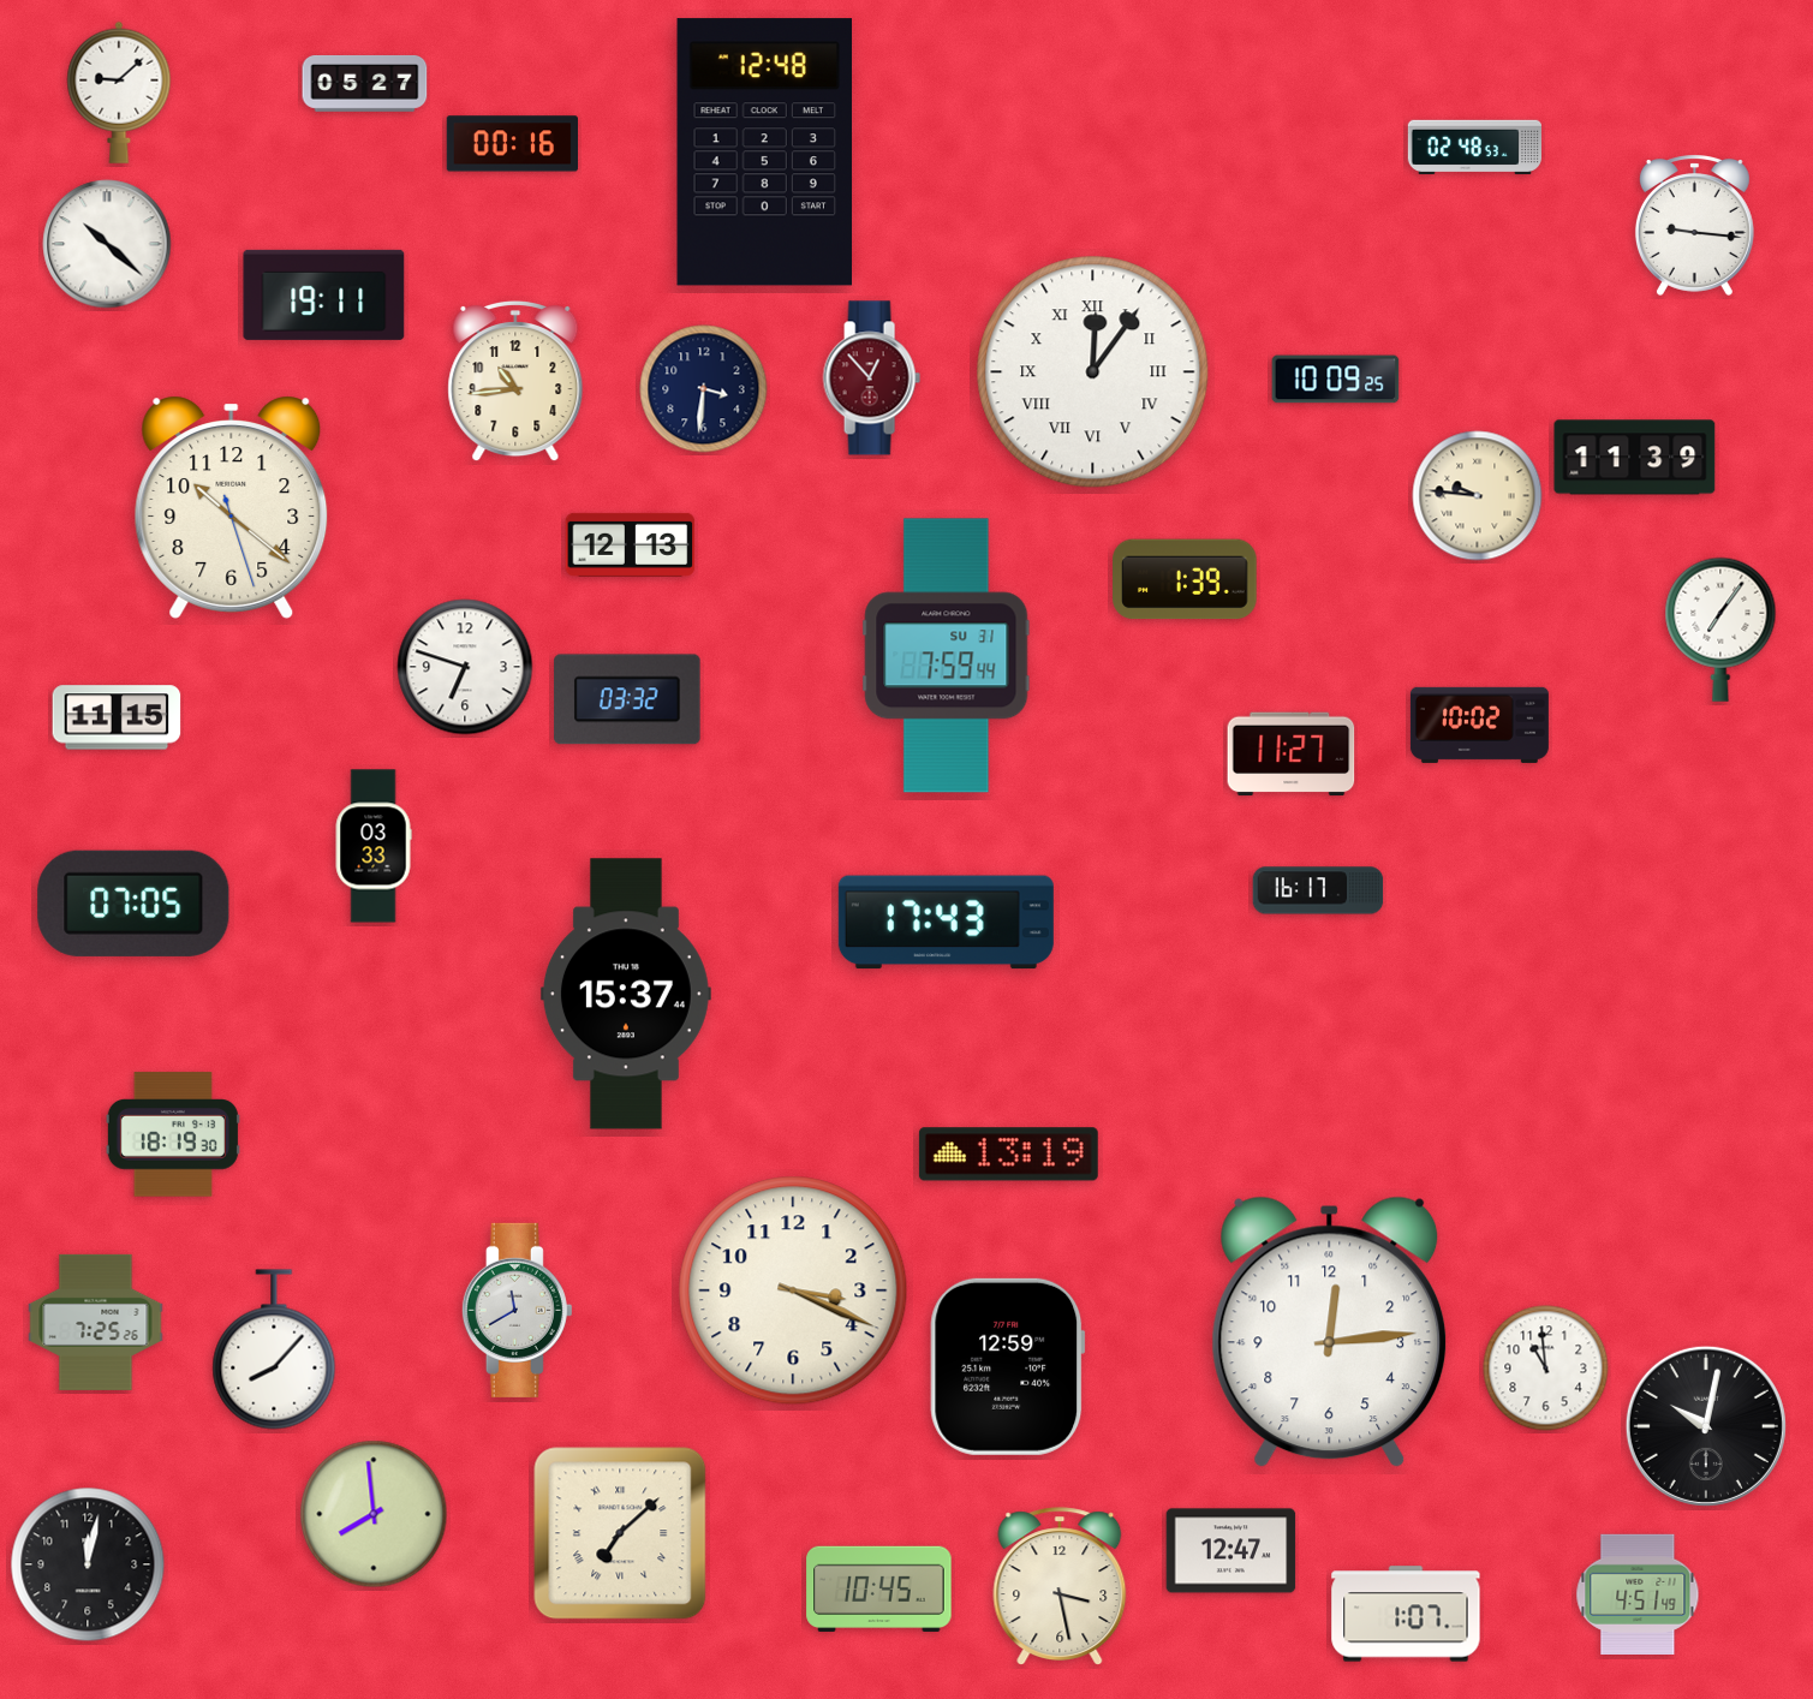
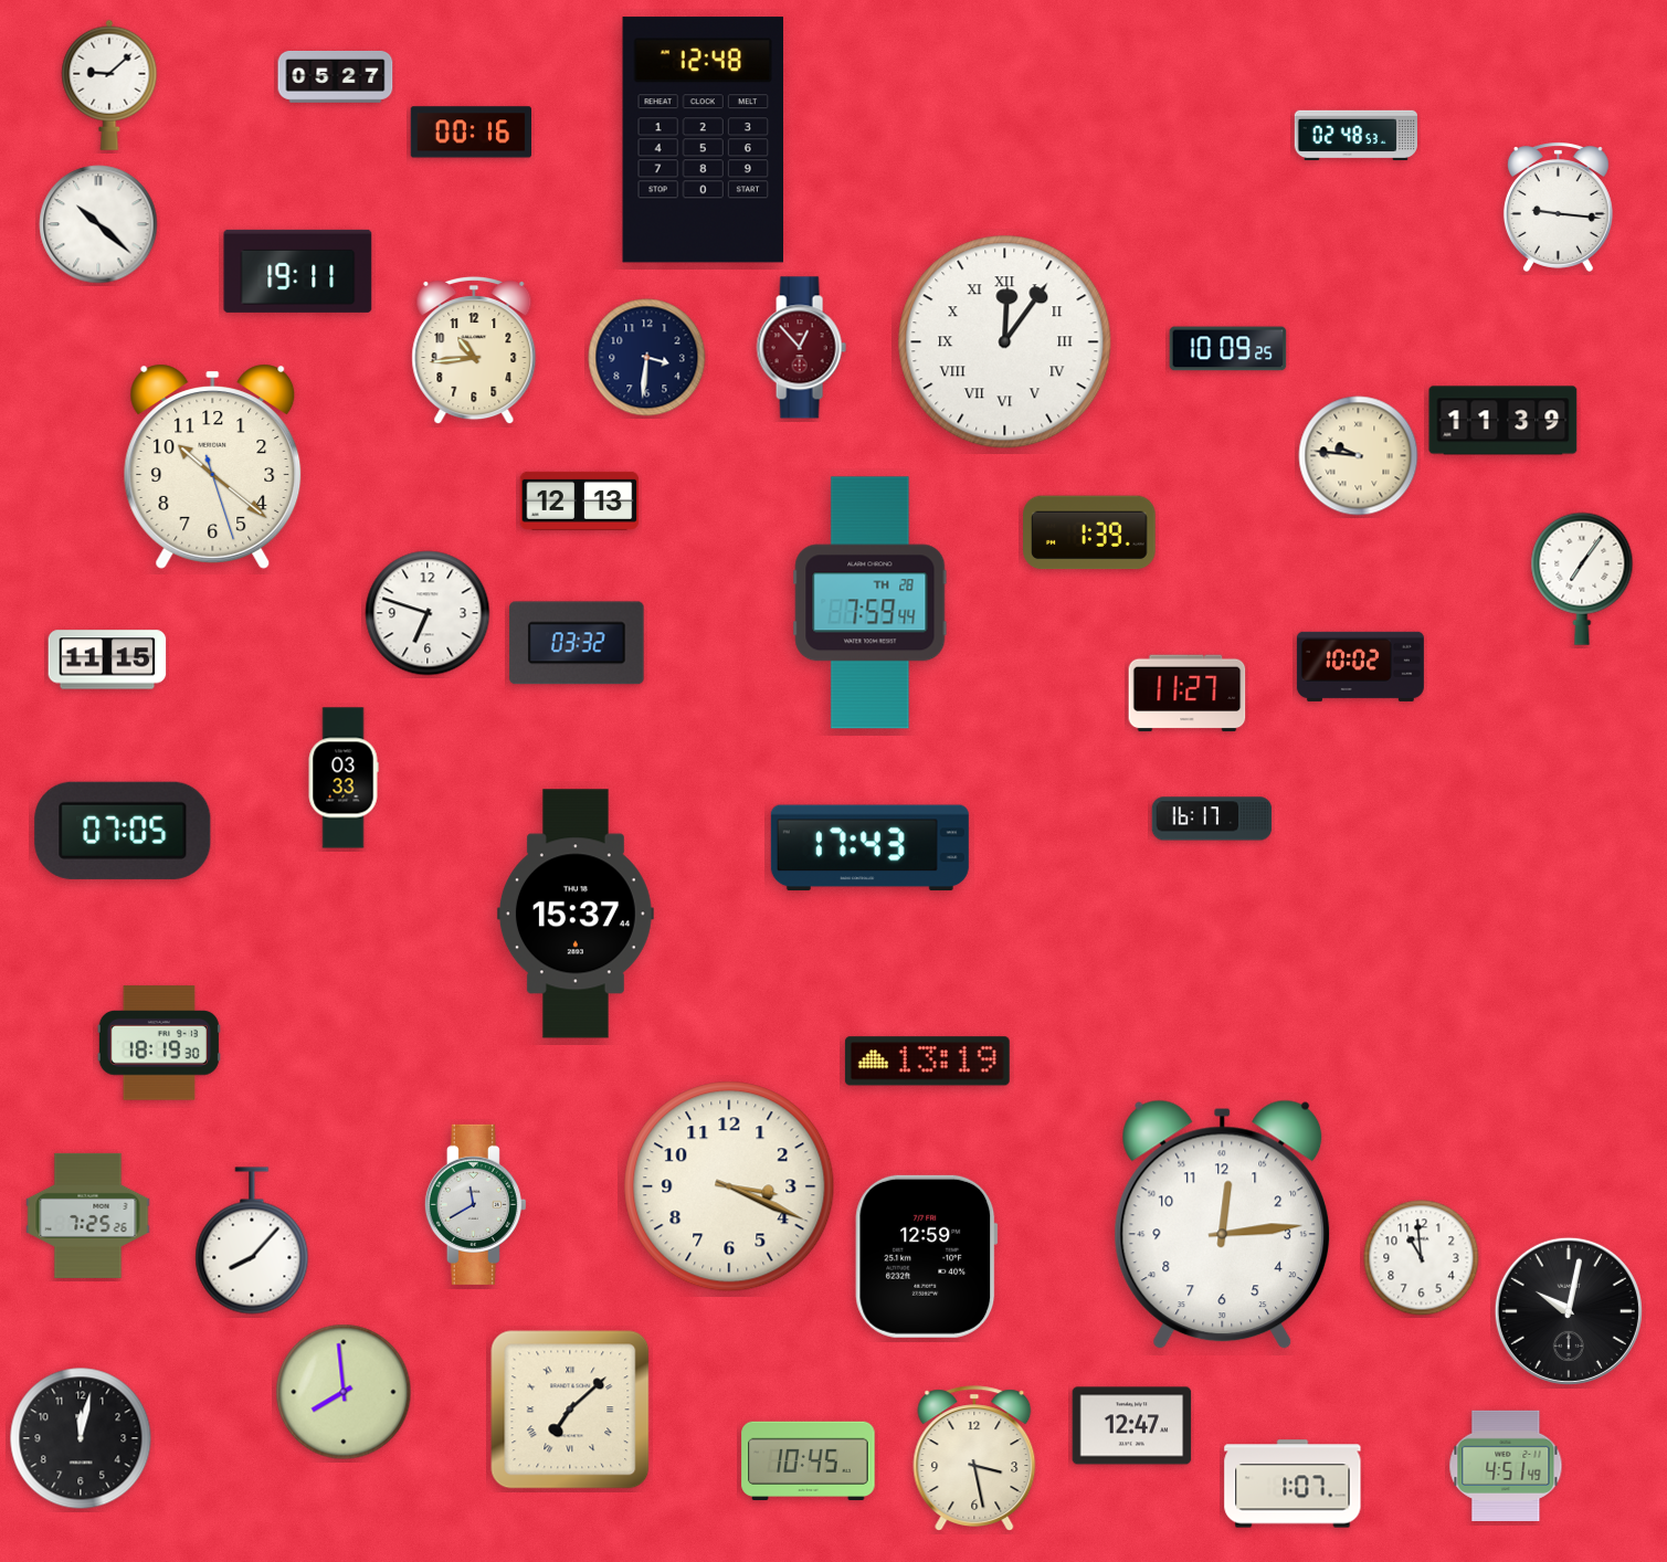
clock at (947, 656) date: SU 31 -> TH 28
